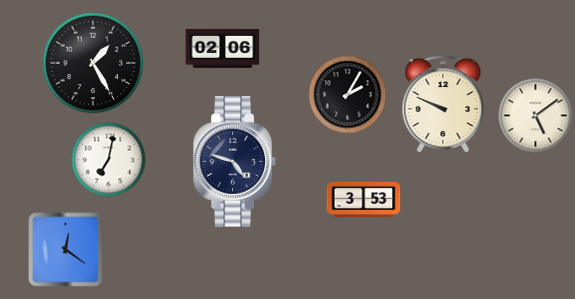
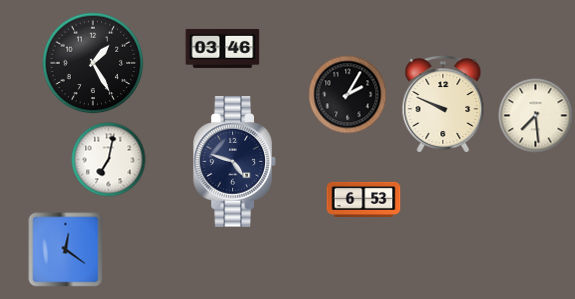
clock at (223, 48): 02:06 -> 03:46
clock at (536, 116): 5:09 -> 7:29
clock at (364, 199): 3:53 -> 6:53
